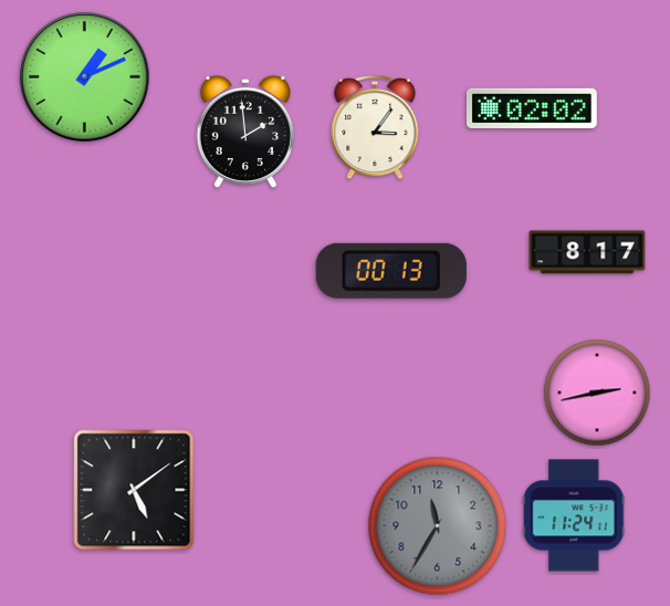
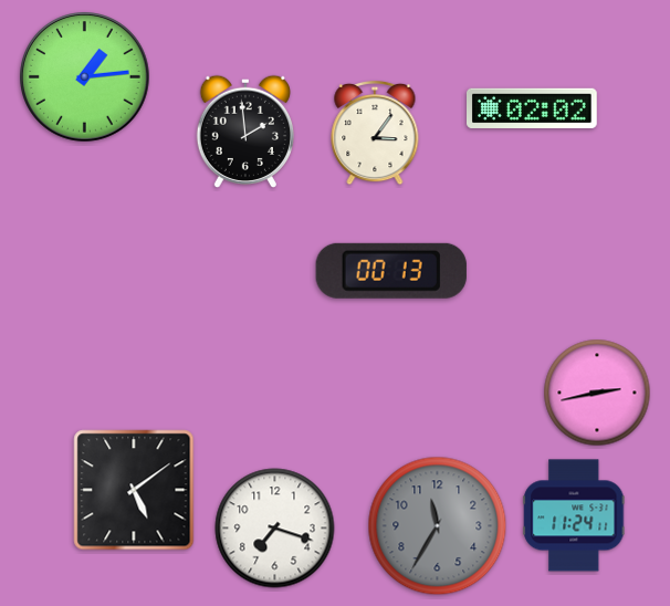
clock at (85, 77): 1:11 -> 1:14
clock at (375, 127) position: (375, 127) -> (375, 133)
clock at (587, 252): 8:17 -> none
clock at (275, 529): none -> 7:18
